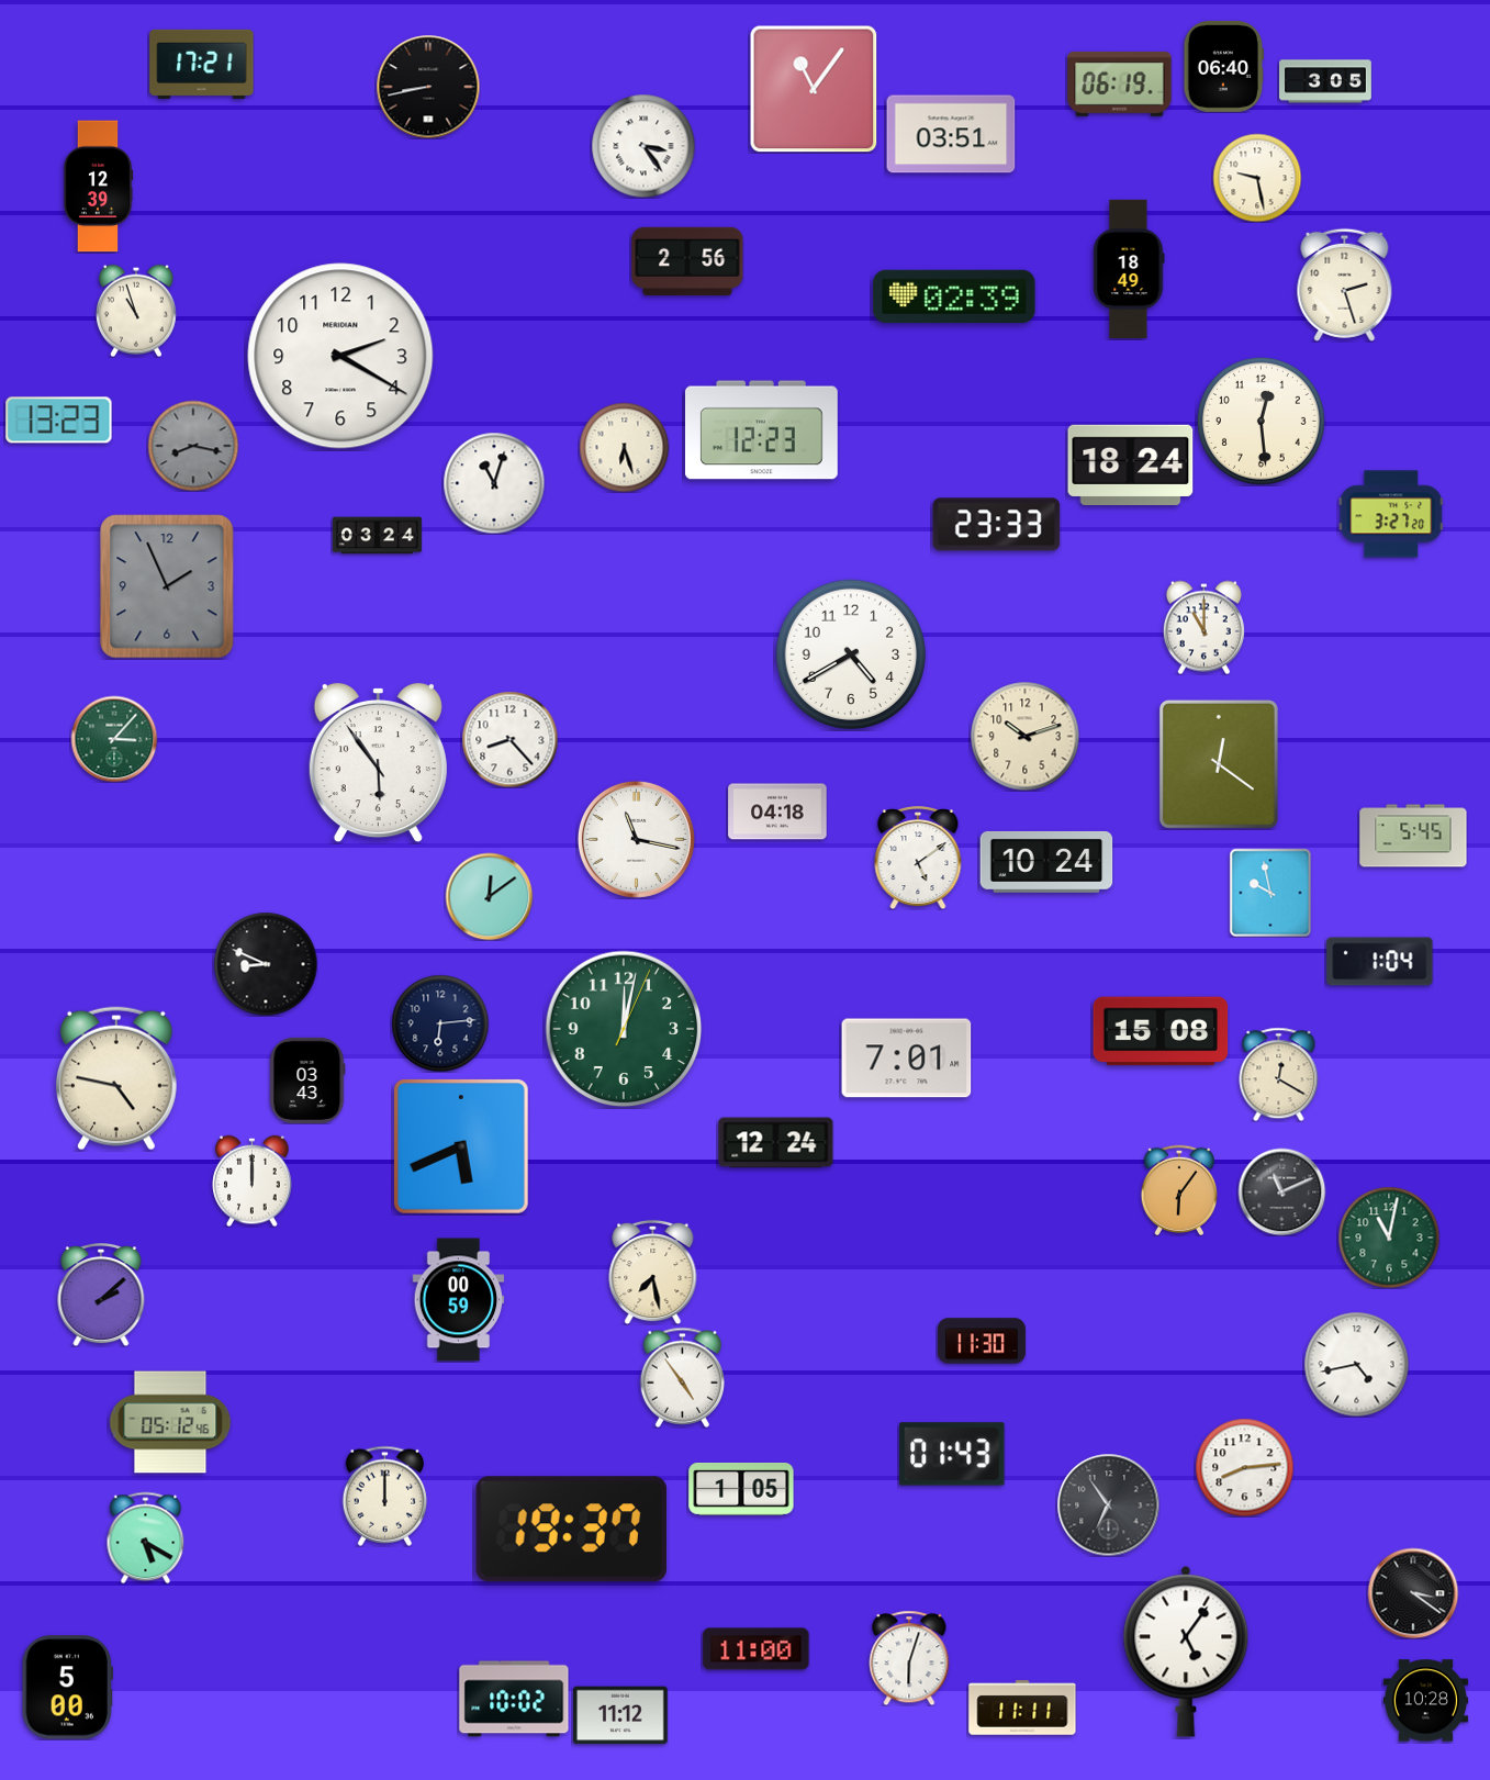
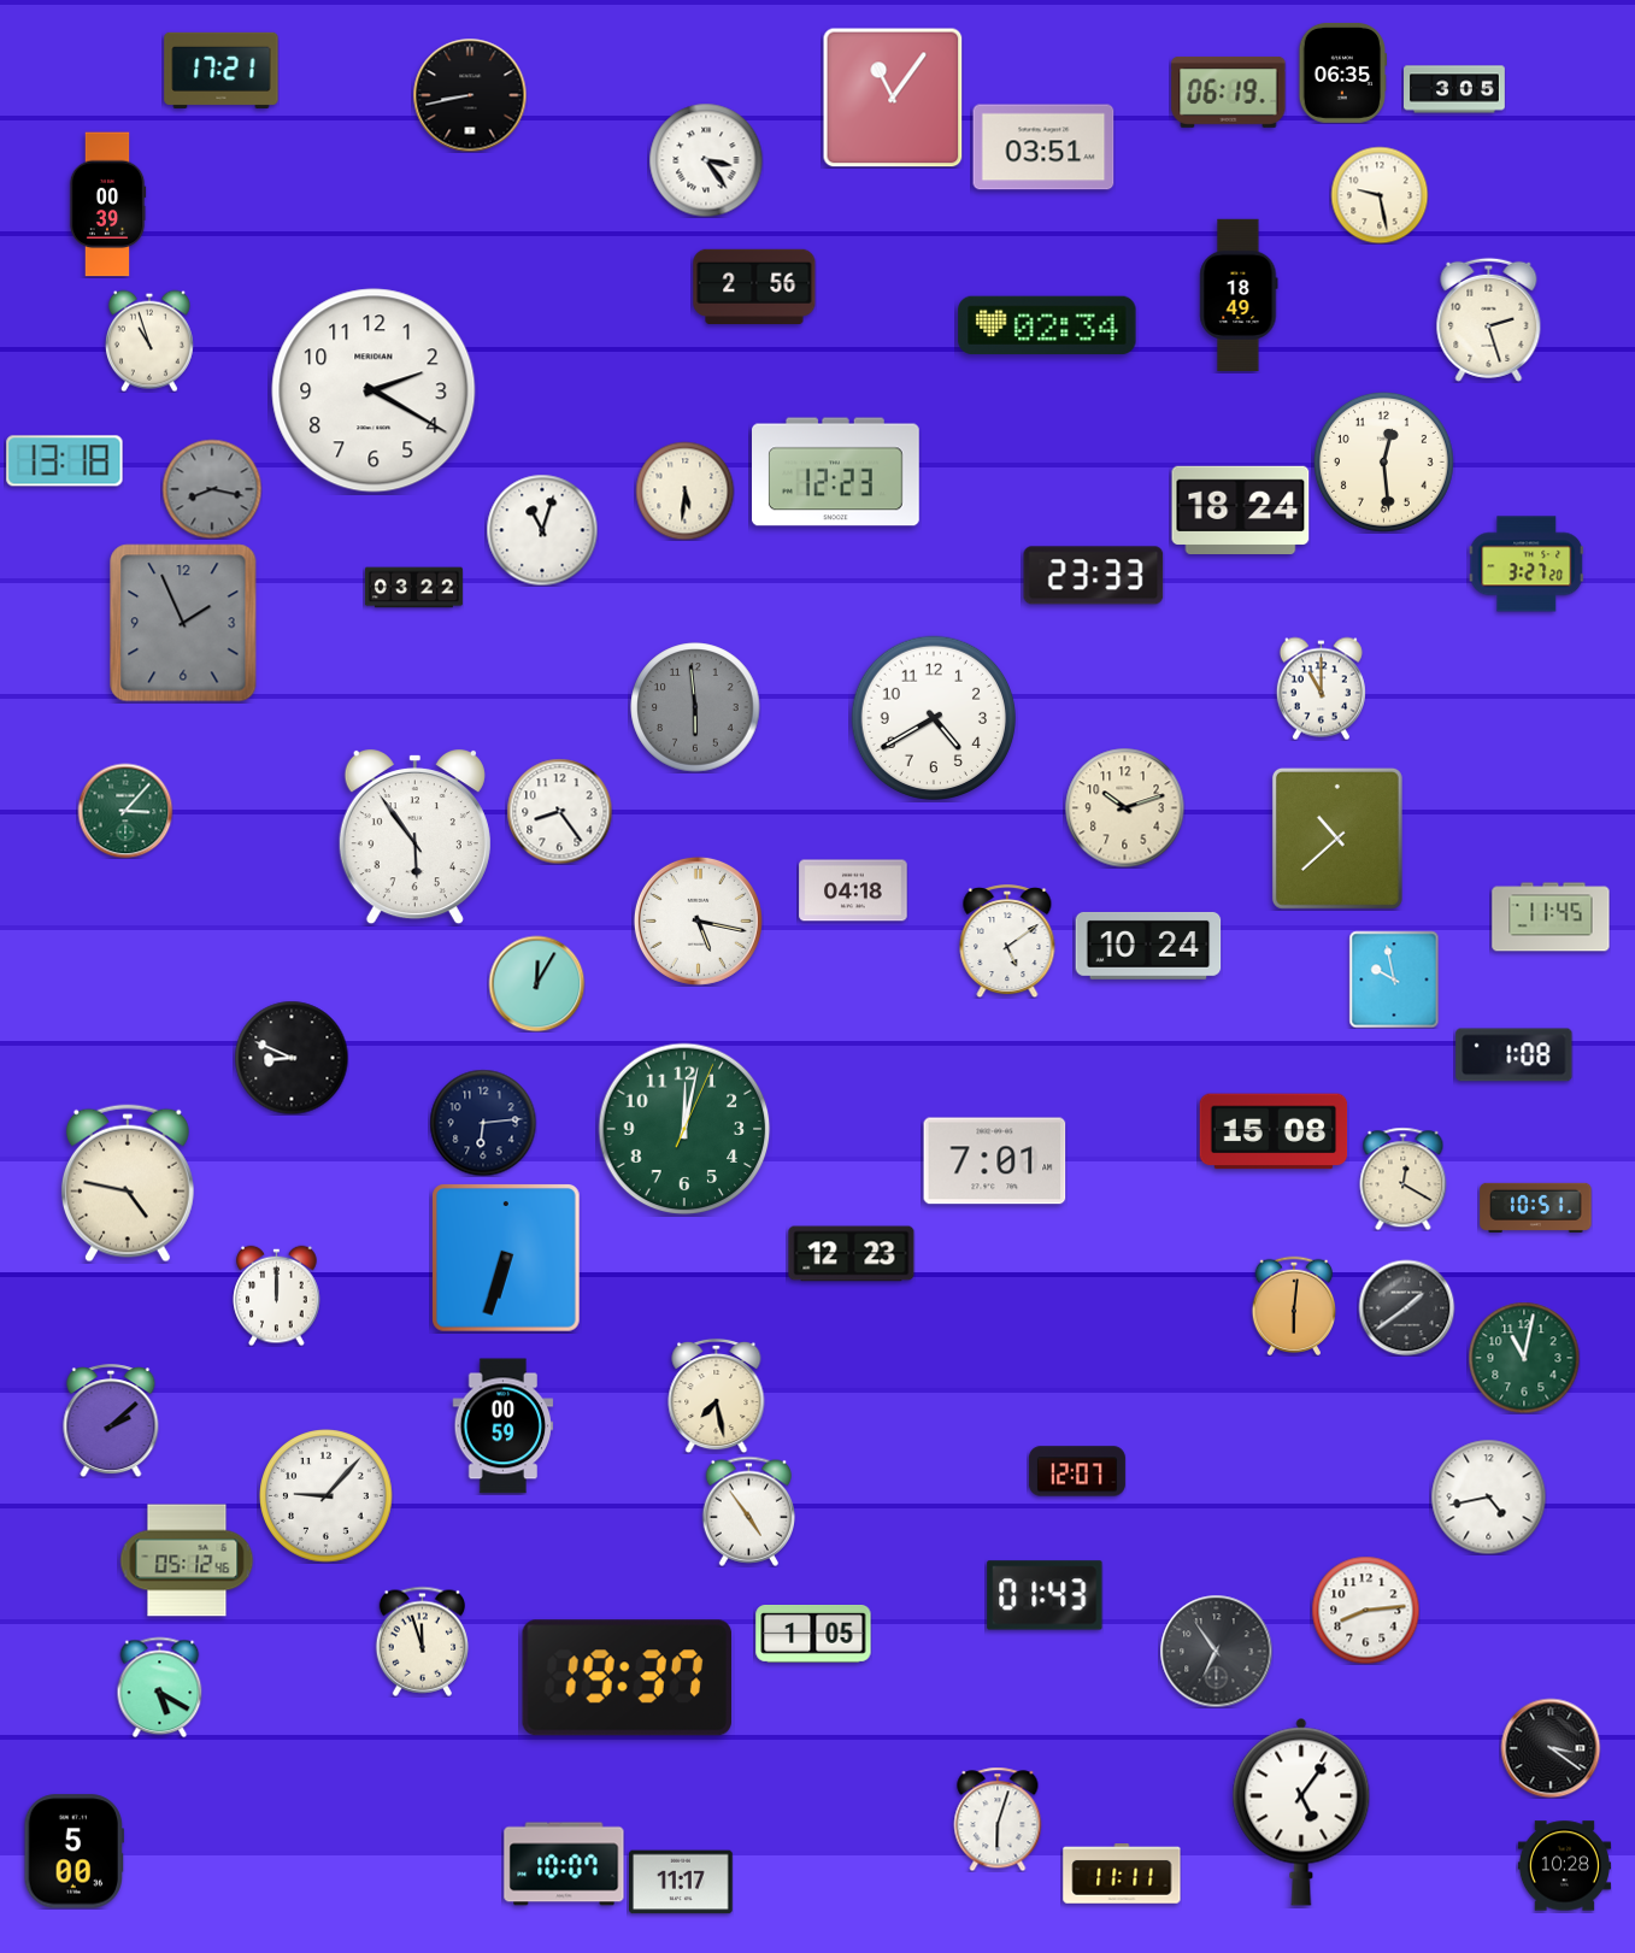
clock at (1224, 66): 06:40 -> 06:35
clock at (98, 187): 12:39 -> 00:39
clock at (1345, 284) position: (1345, 284) -> (1489, 319)
clock at (954, 296): 02:39 -> 02:34
clock at (59, 421): 13:23 -> 13:18
clock at (624, 447): 6:27 -> 5:31
clock at (377, 536): 03:24 -> 03:22
clock at (167, 586) position: (167, 586) -> (183, 623)
clock at (695, 707): none -> 5:59
clock at (509, 739): 8:23 -> 8:24
clock at (1219, 764): 12:21 -> 10:38
clock at (1413, 836): 5:45 -> 11:45
clock at (636, 839): 11:17 -> 5:17
clock at (489, 896): 12:09 -> 12:05
clock at (1380, 962): 1:04 -> 1:08
clock at (307, 1081): 03:43 -> none
clock at (1536, 1207): none -> 10:51
clock at (776, 1143): 12:24 -> 12:23
clock at (462, 1148): 5:41 -> 6:33
clock at (1178, 1189): 6:06 -> 6:01
clock at (1281, 1191): 11:11 -> 1:39
clock at (982, 1341): 11:30 -> 12:07
clock at (327, 1496): none -> 9:07
clock at (385, 1496): 12:00 -> 11:57
clock at (757, 1649): 11:00 -> none
clock at (514, 1699): 10:02 -> 10:07
clock at (621, 1715): 11:12 -> 11:17
